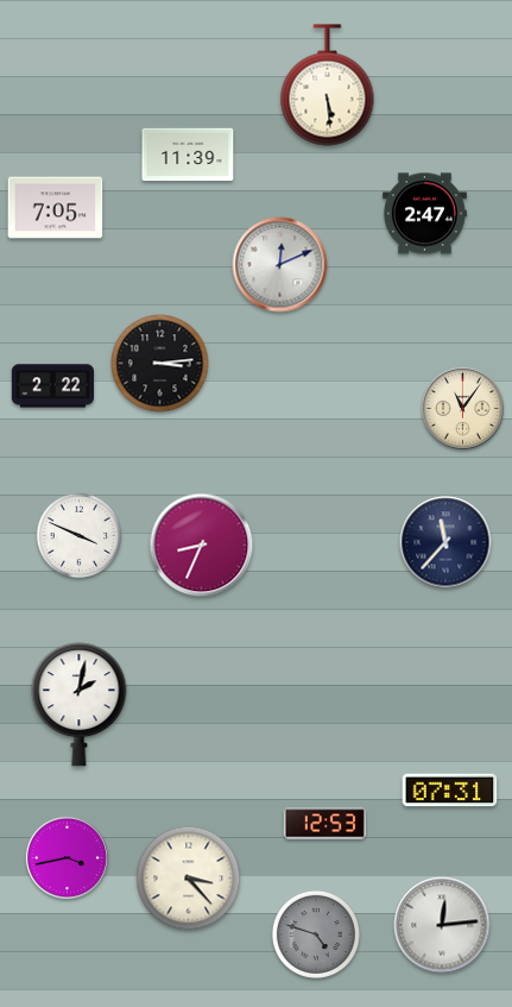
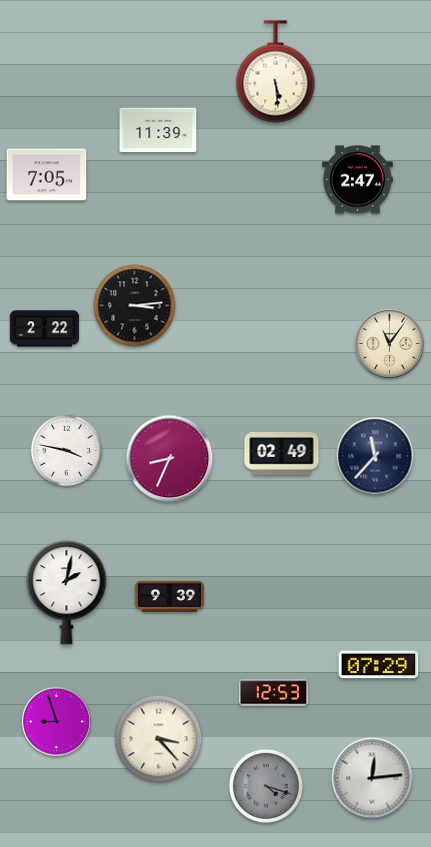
clock at (280, 265): 12:11 -> none
clock at (52, 386) position: (52, 386) -> (44, 329)
clock at (80, 536): 3:49 -> 3:47
clock at (282, 454): none -> 02:49
clock at (169, 596): none -> 9:39
clock at (450, 791): 07:31 -> 07:29
clock at (67, 857): 3:43 -> 8:57
clock at (316, 934): 4:48 -> 4:18
